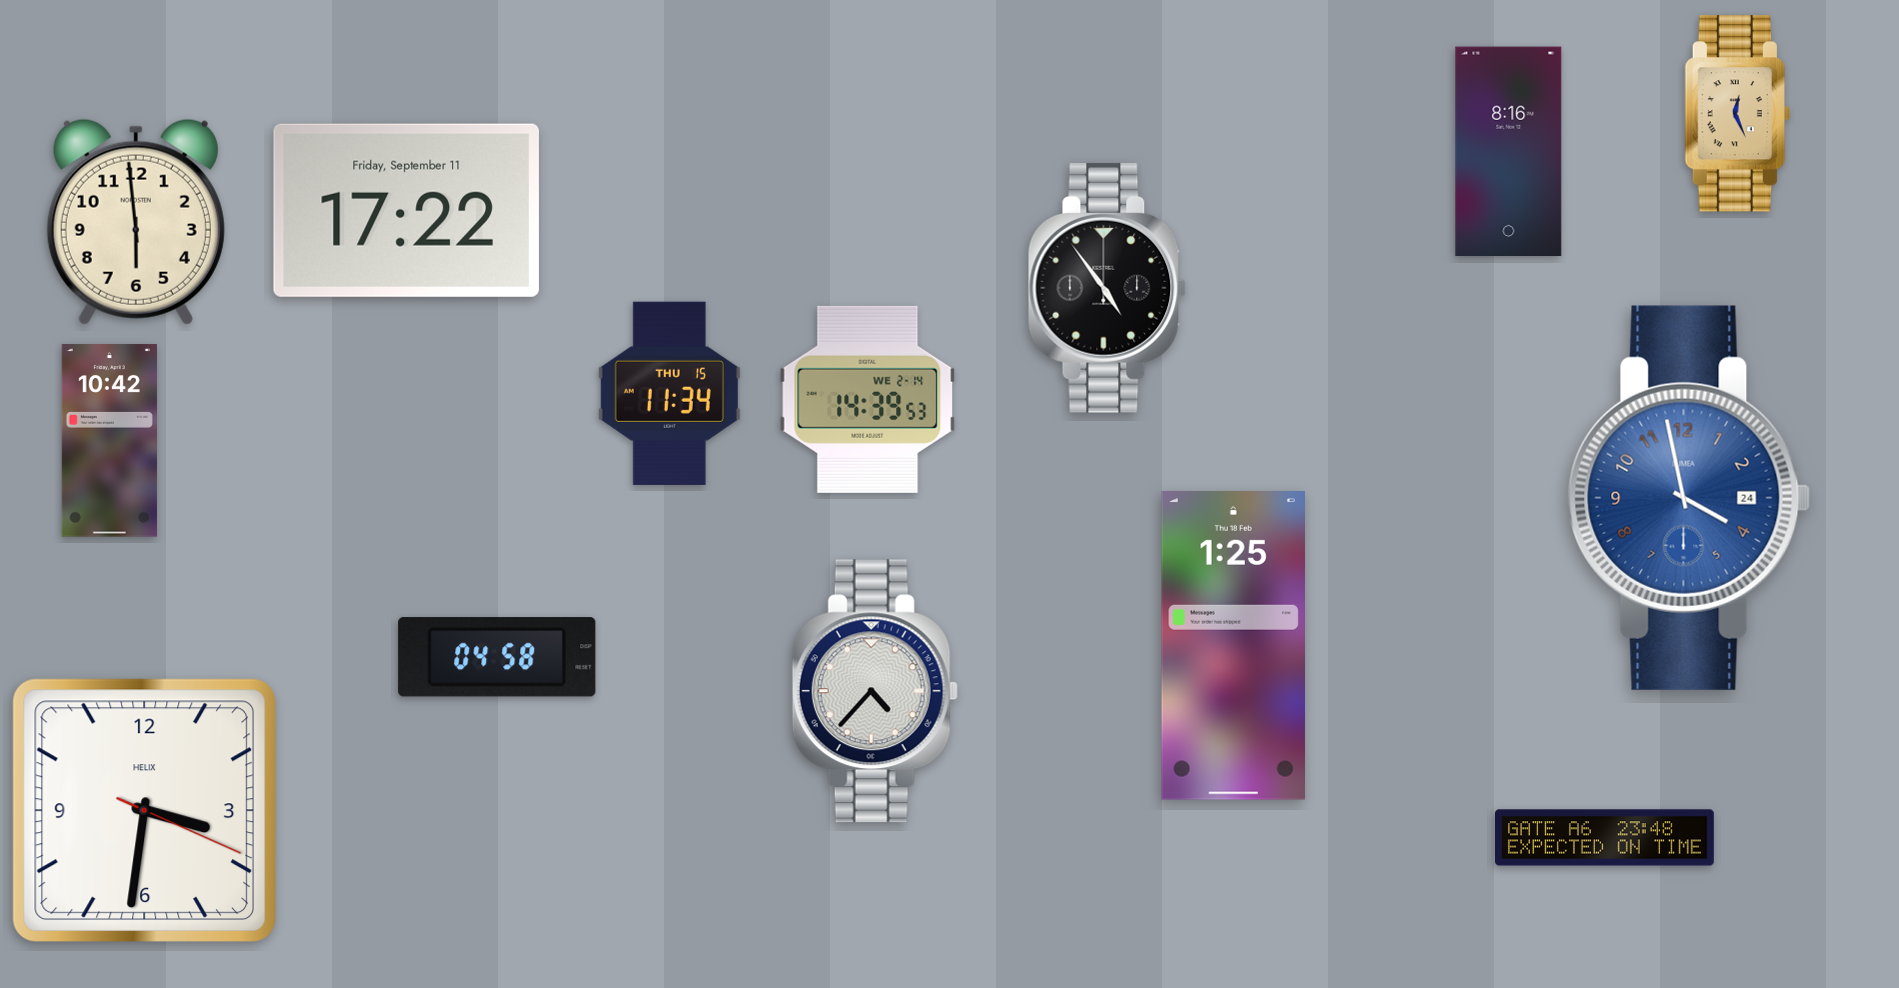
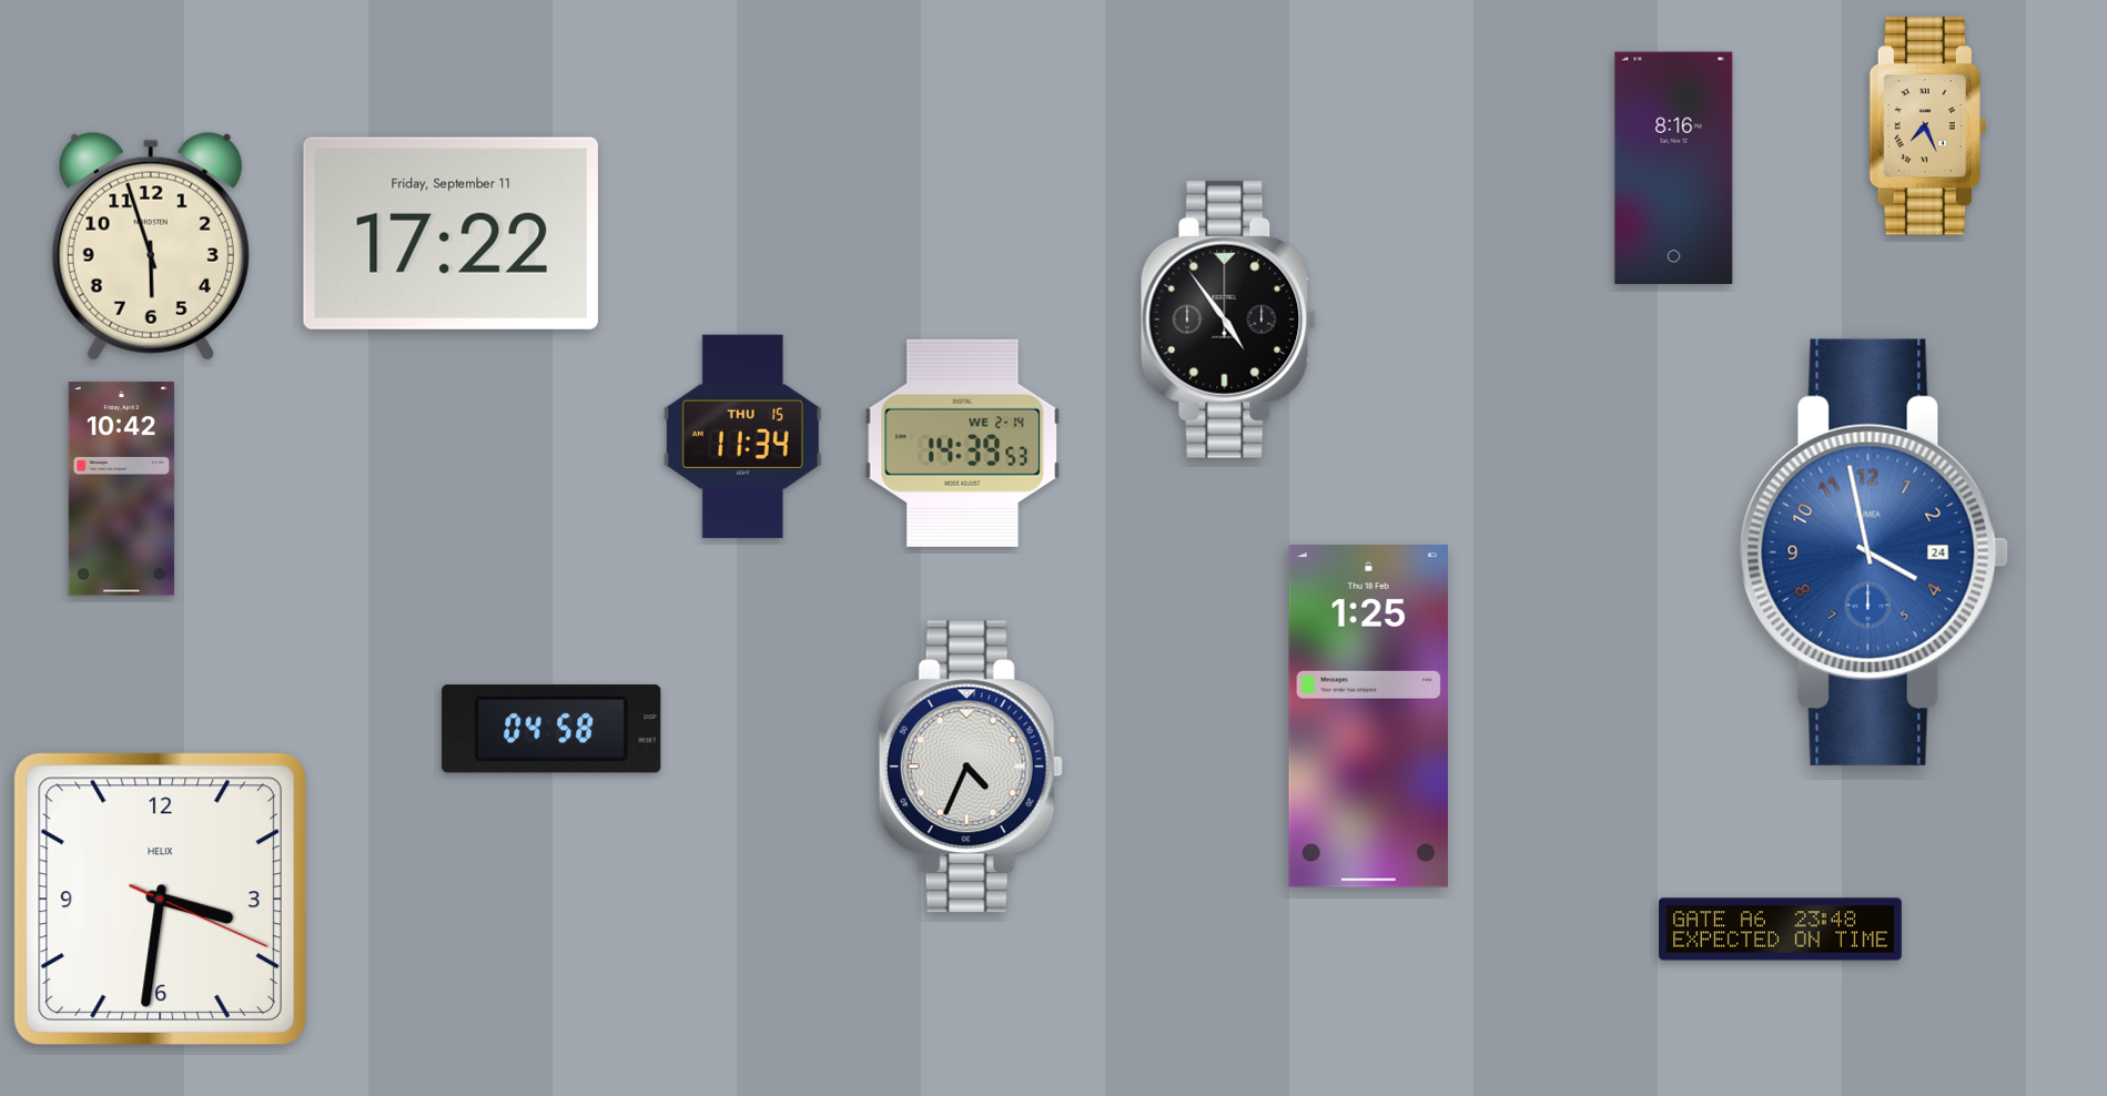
clock at (1737, 114): 12:26 -> 7:26
clock at (136, 222): 5:59 -> 5:57
clock at (875, 691): 4:37 -> 4:34
